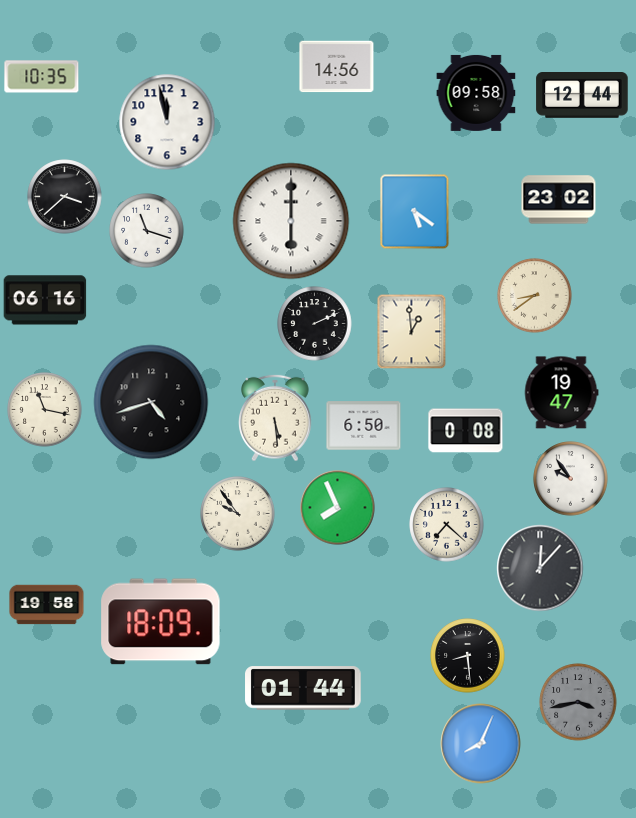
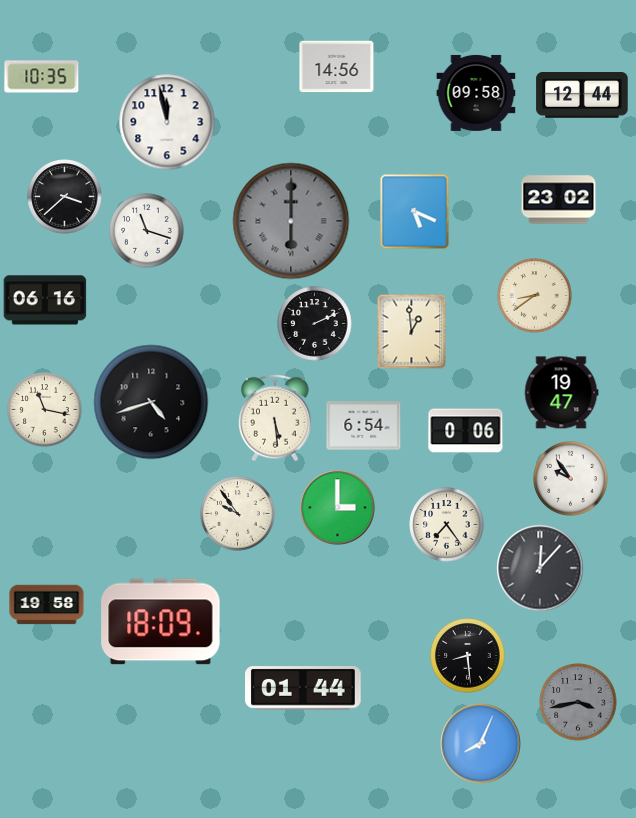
clock at (415, 212): 5:21 -> 5:19
clock at (291, 221) dial: white -> grey
clock at (364, 426): 6:50 -> 6:54
clock at (466, 431): 0:08 -> 0:06
clock at (338, 508): 7:56 -> 3:00
clock at (447, 525): 7:22 -> 7:24
